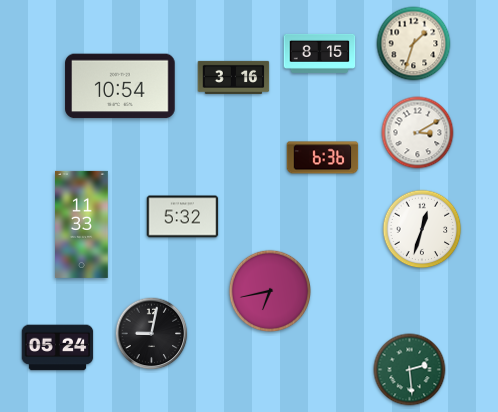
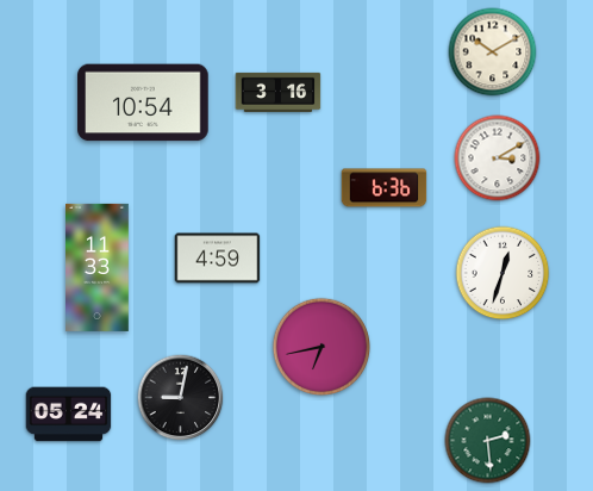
clock at (414, 44): 1:33 -> 10:10
clock at (320, 53): 8:15 -> none
clock at (183, 217): 5:32 -> 4:59
